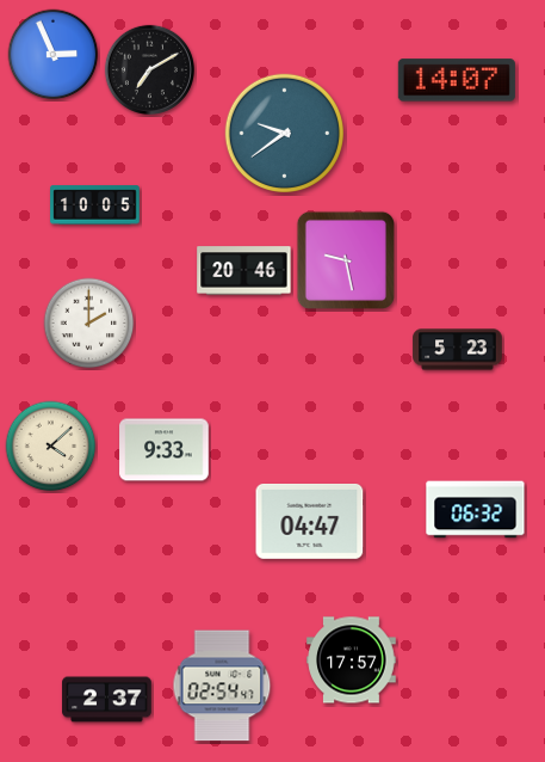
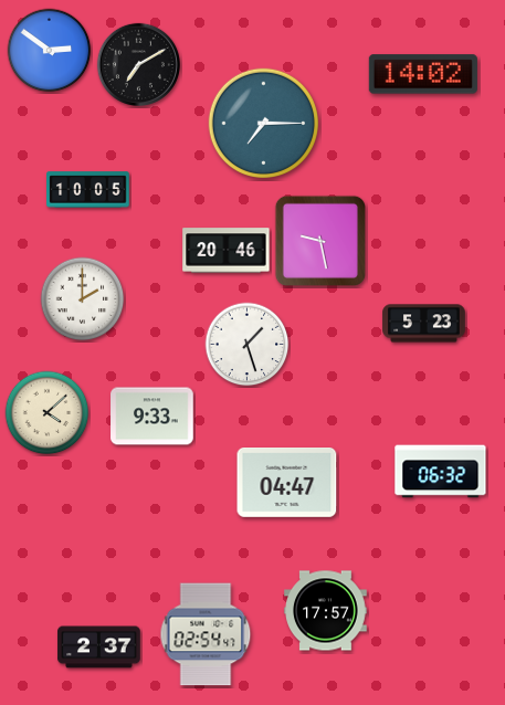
clock at (54, 55): 2:56 -> 2:51
clock at (457, 80): 14:07 -> 14:02
clock at (284, 133): 9:39 -> 7:15
clock at (248, 345): none -> 1:27
